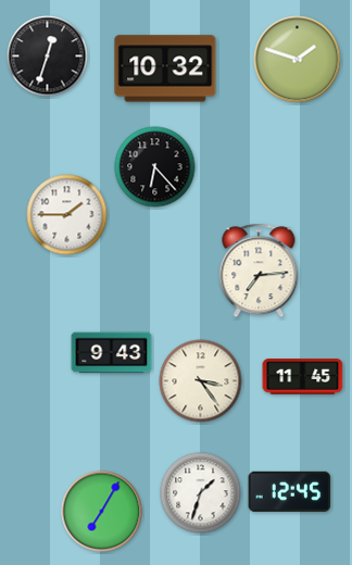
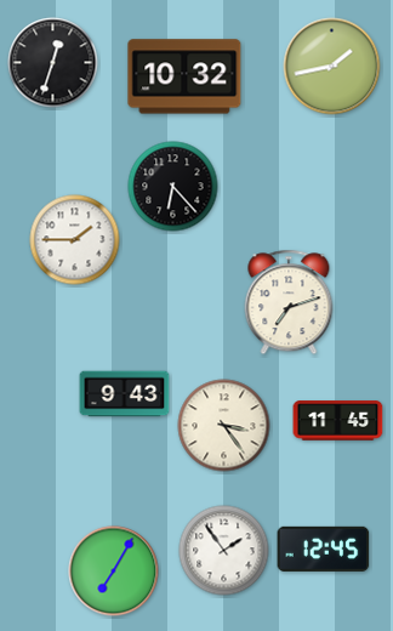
clock at (298, 60): 1:48 -> 1:43
clock at (259, 271): 7:14 -> 7:12
clock at (201, 493): 1:33 -> 1:54
